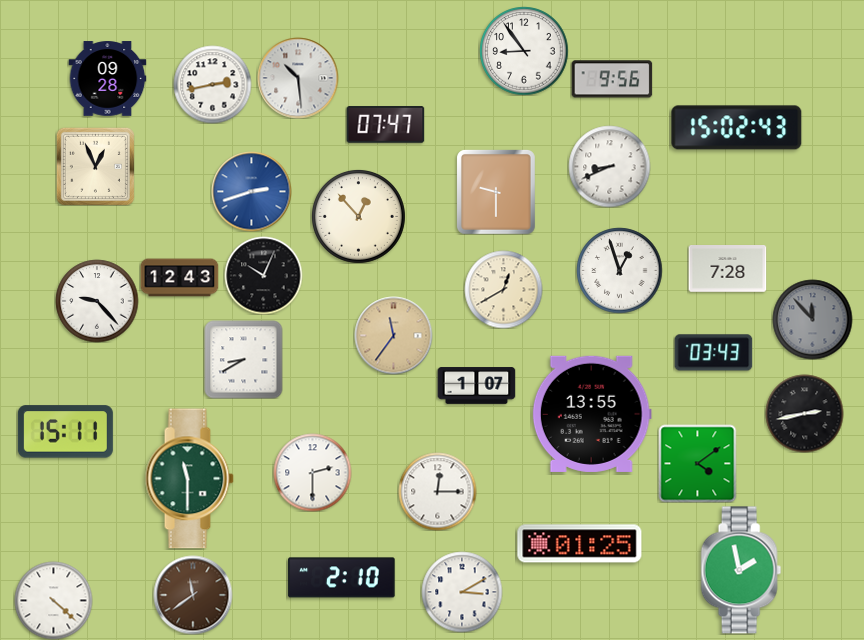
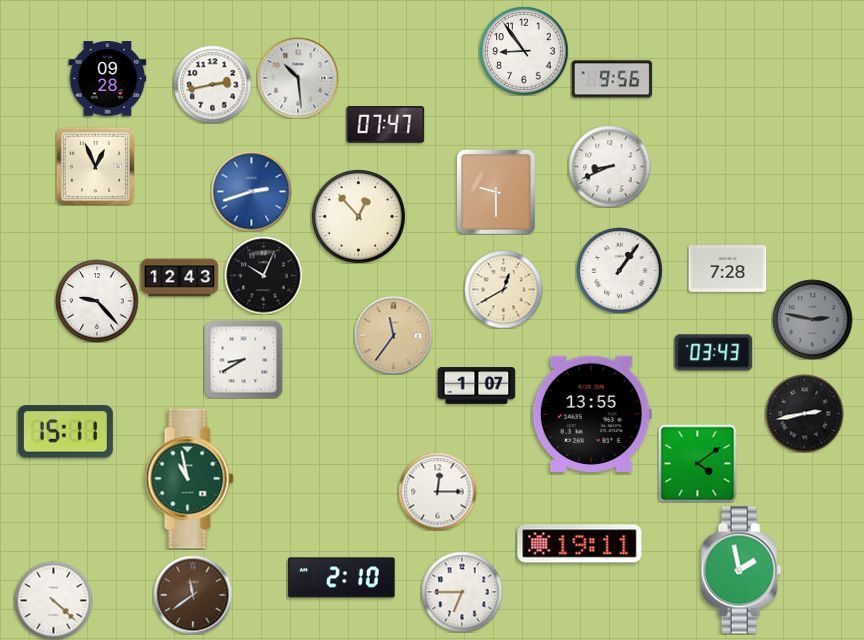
clock at (737, 128): 15:02 -> none
clock at (619, 270): 12:57 -> 1:06
clock at (812, 319): 11:53 -> 2:47
clock at (312, 472): 2:30 -> none
clock at (189, 479): 11:30 -> 10:58
clock at (580, 544): 01:25 -> 19:11
clock at (462, 592): 3:10 -> 6:45
